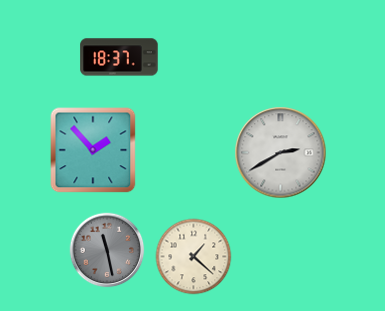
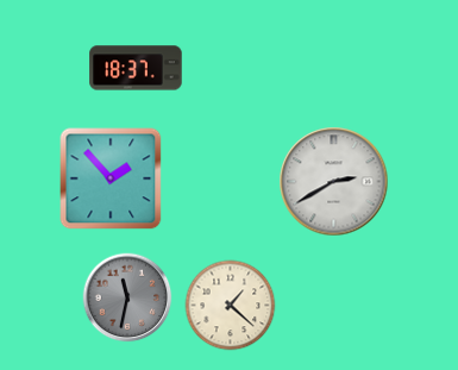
clock at (119, 57) position: (119, 57) -> (136, 68)
clock at (107, 250): 11:28 -> 11:32
